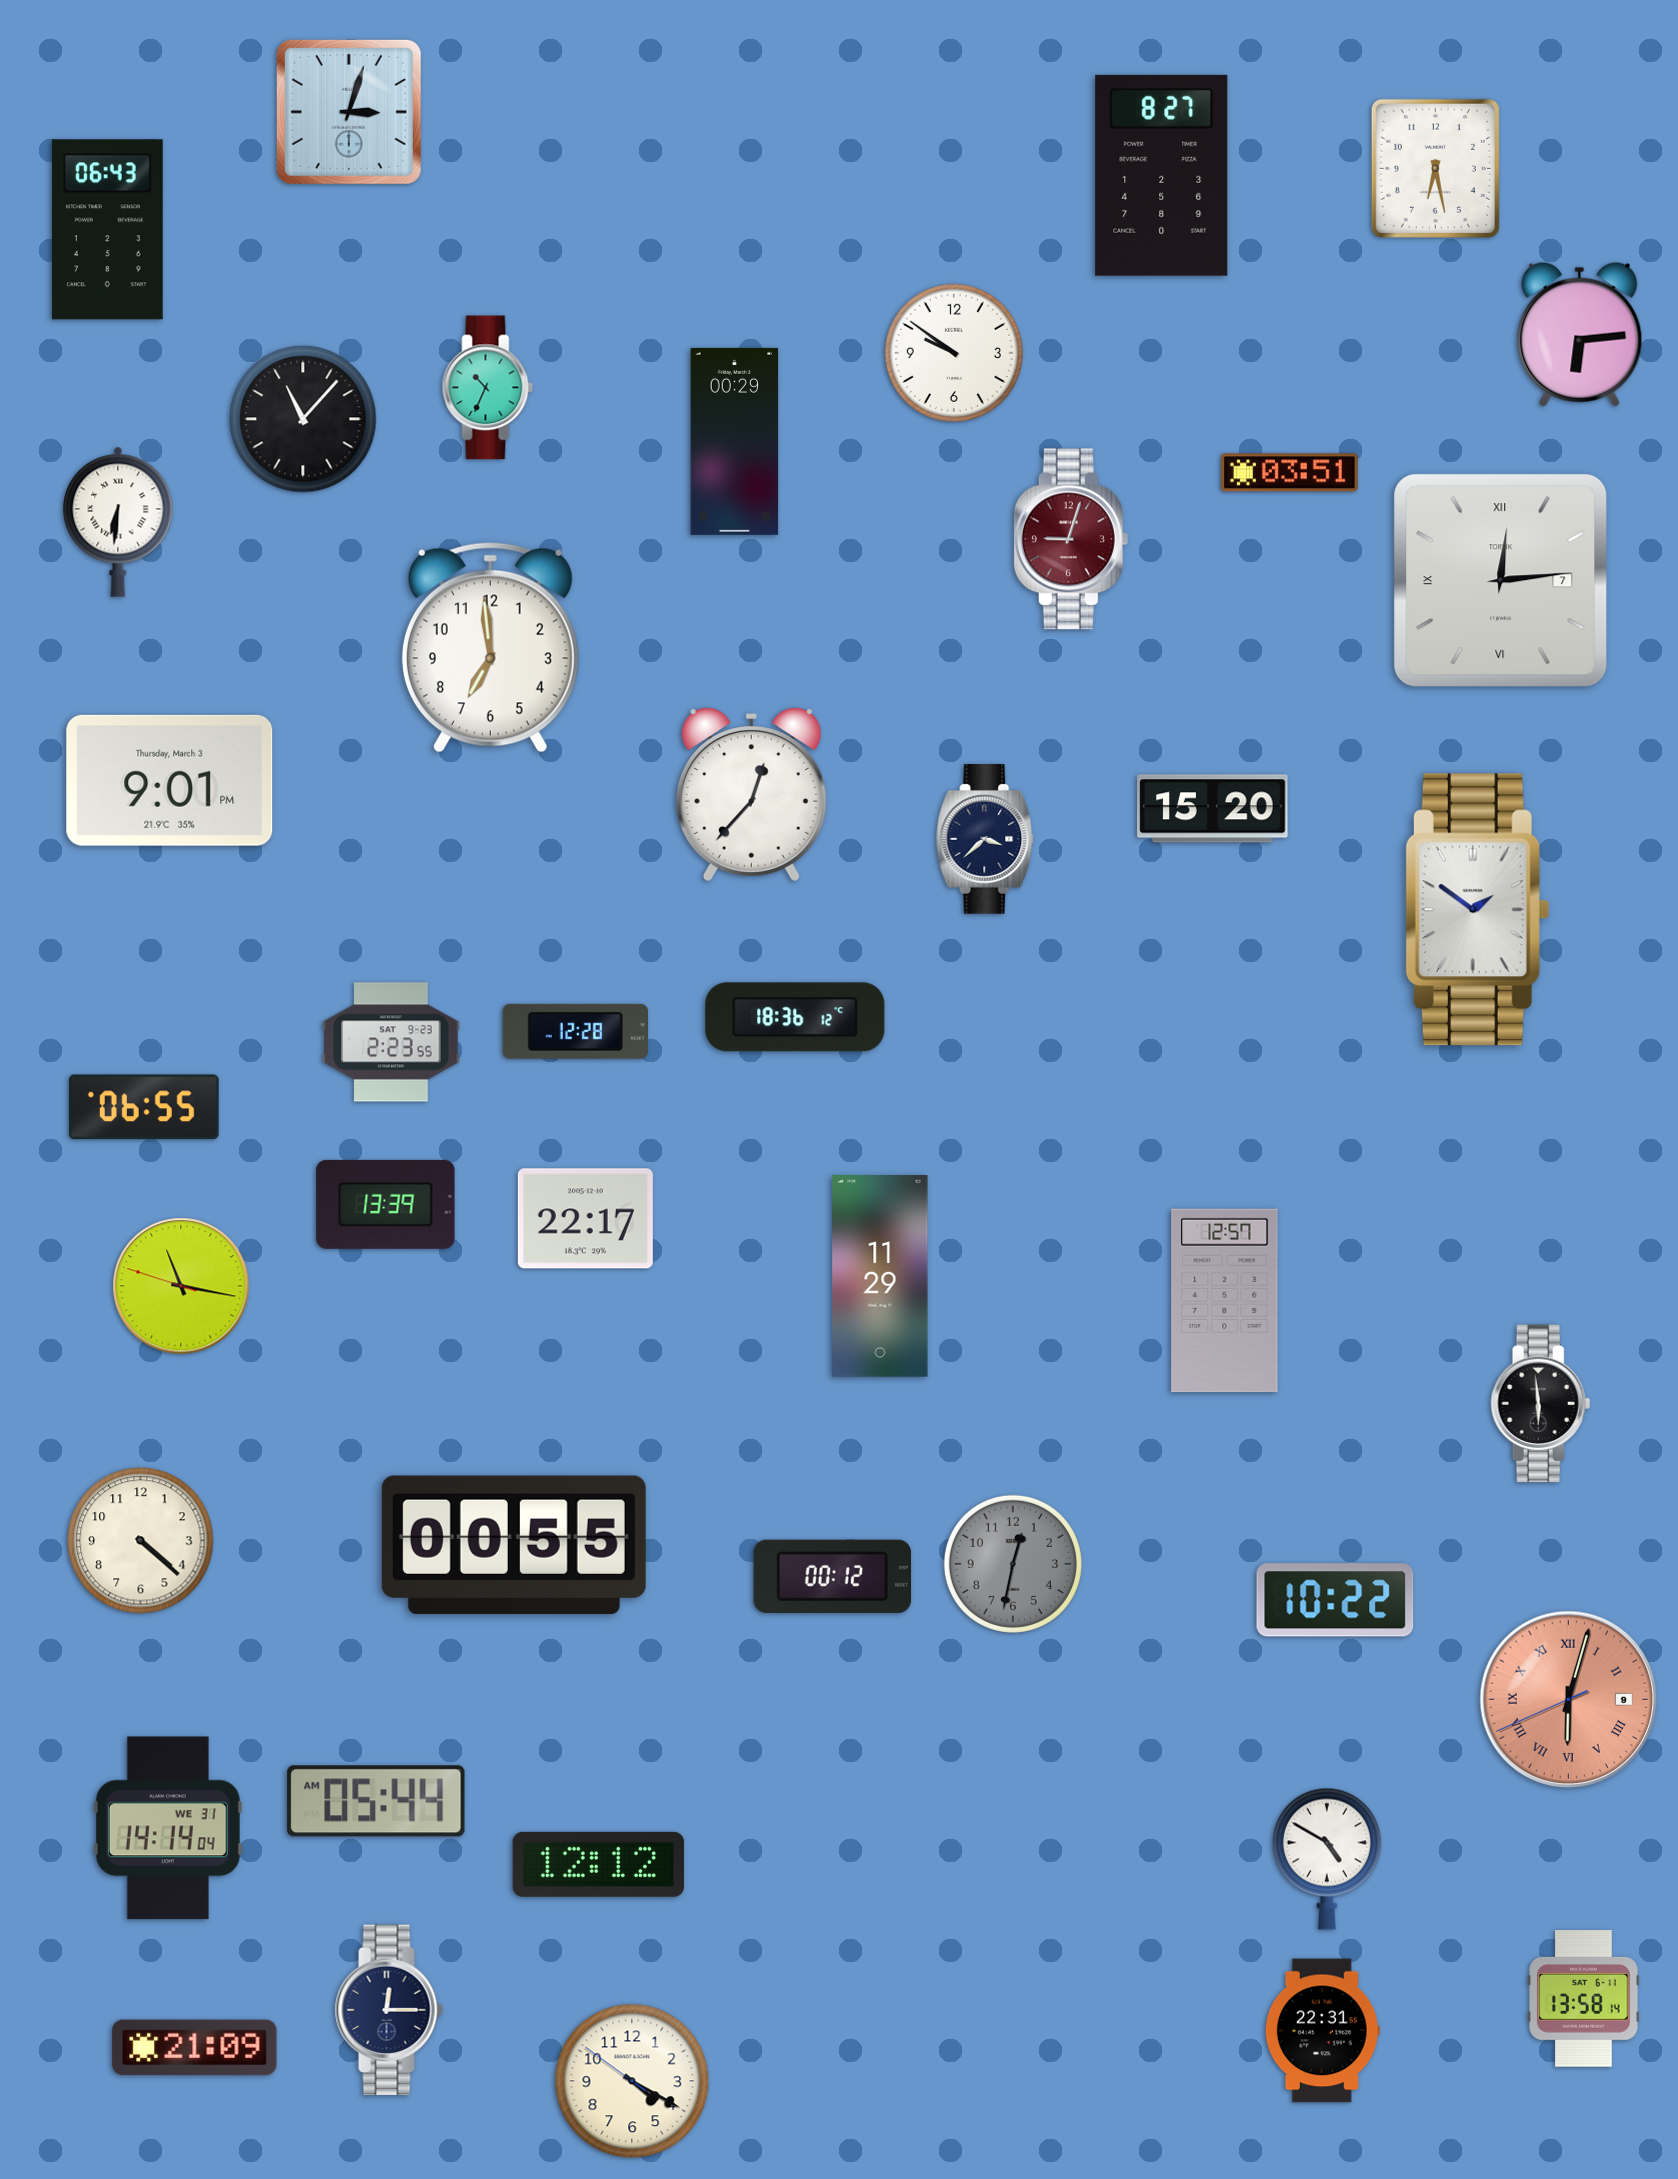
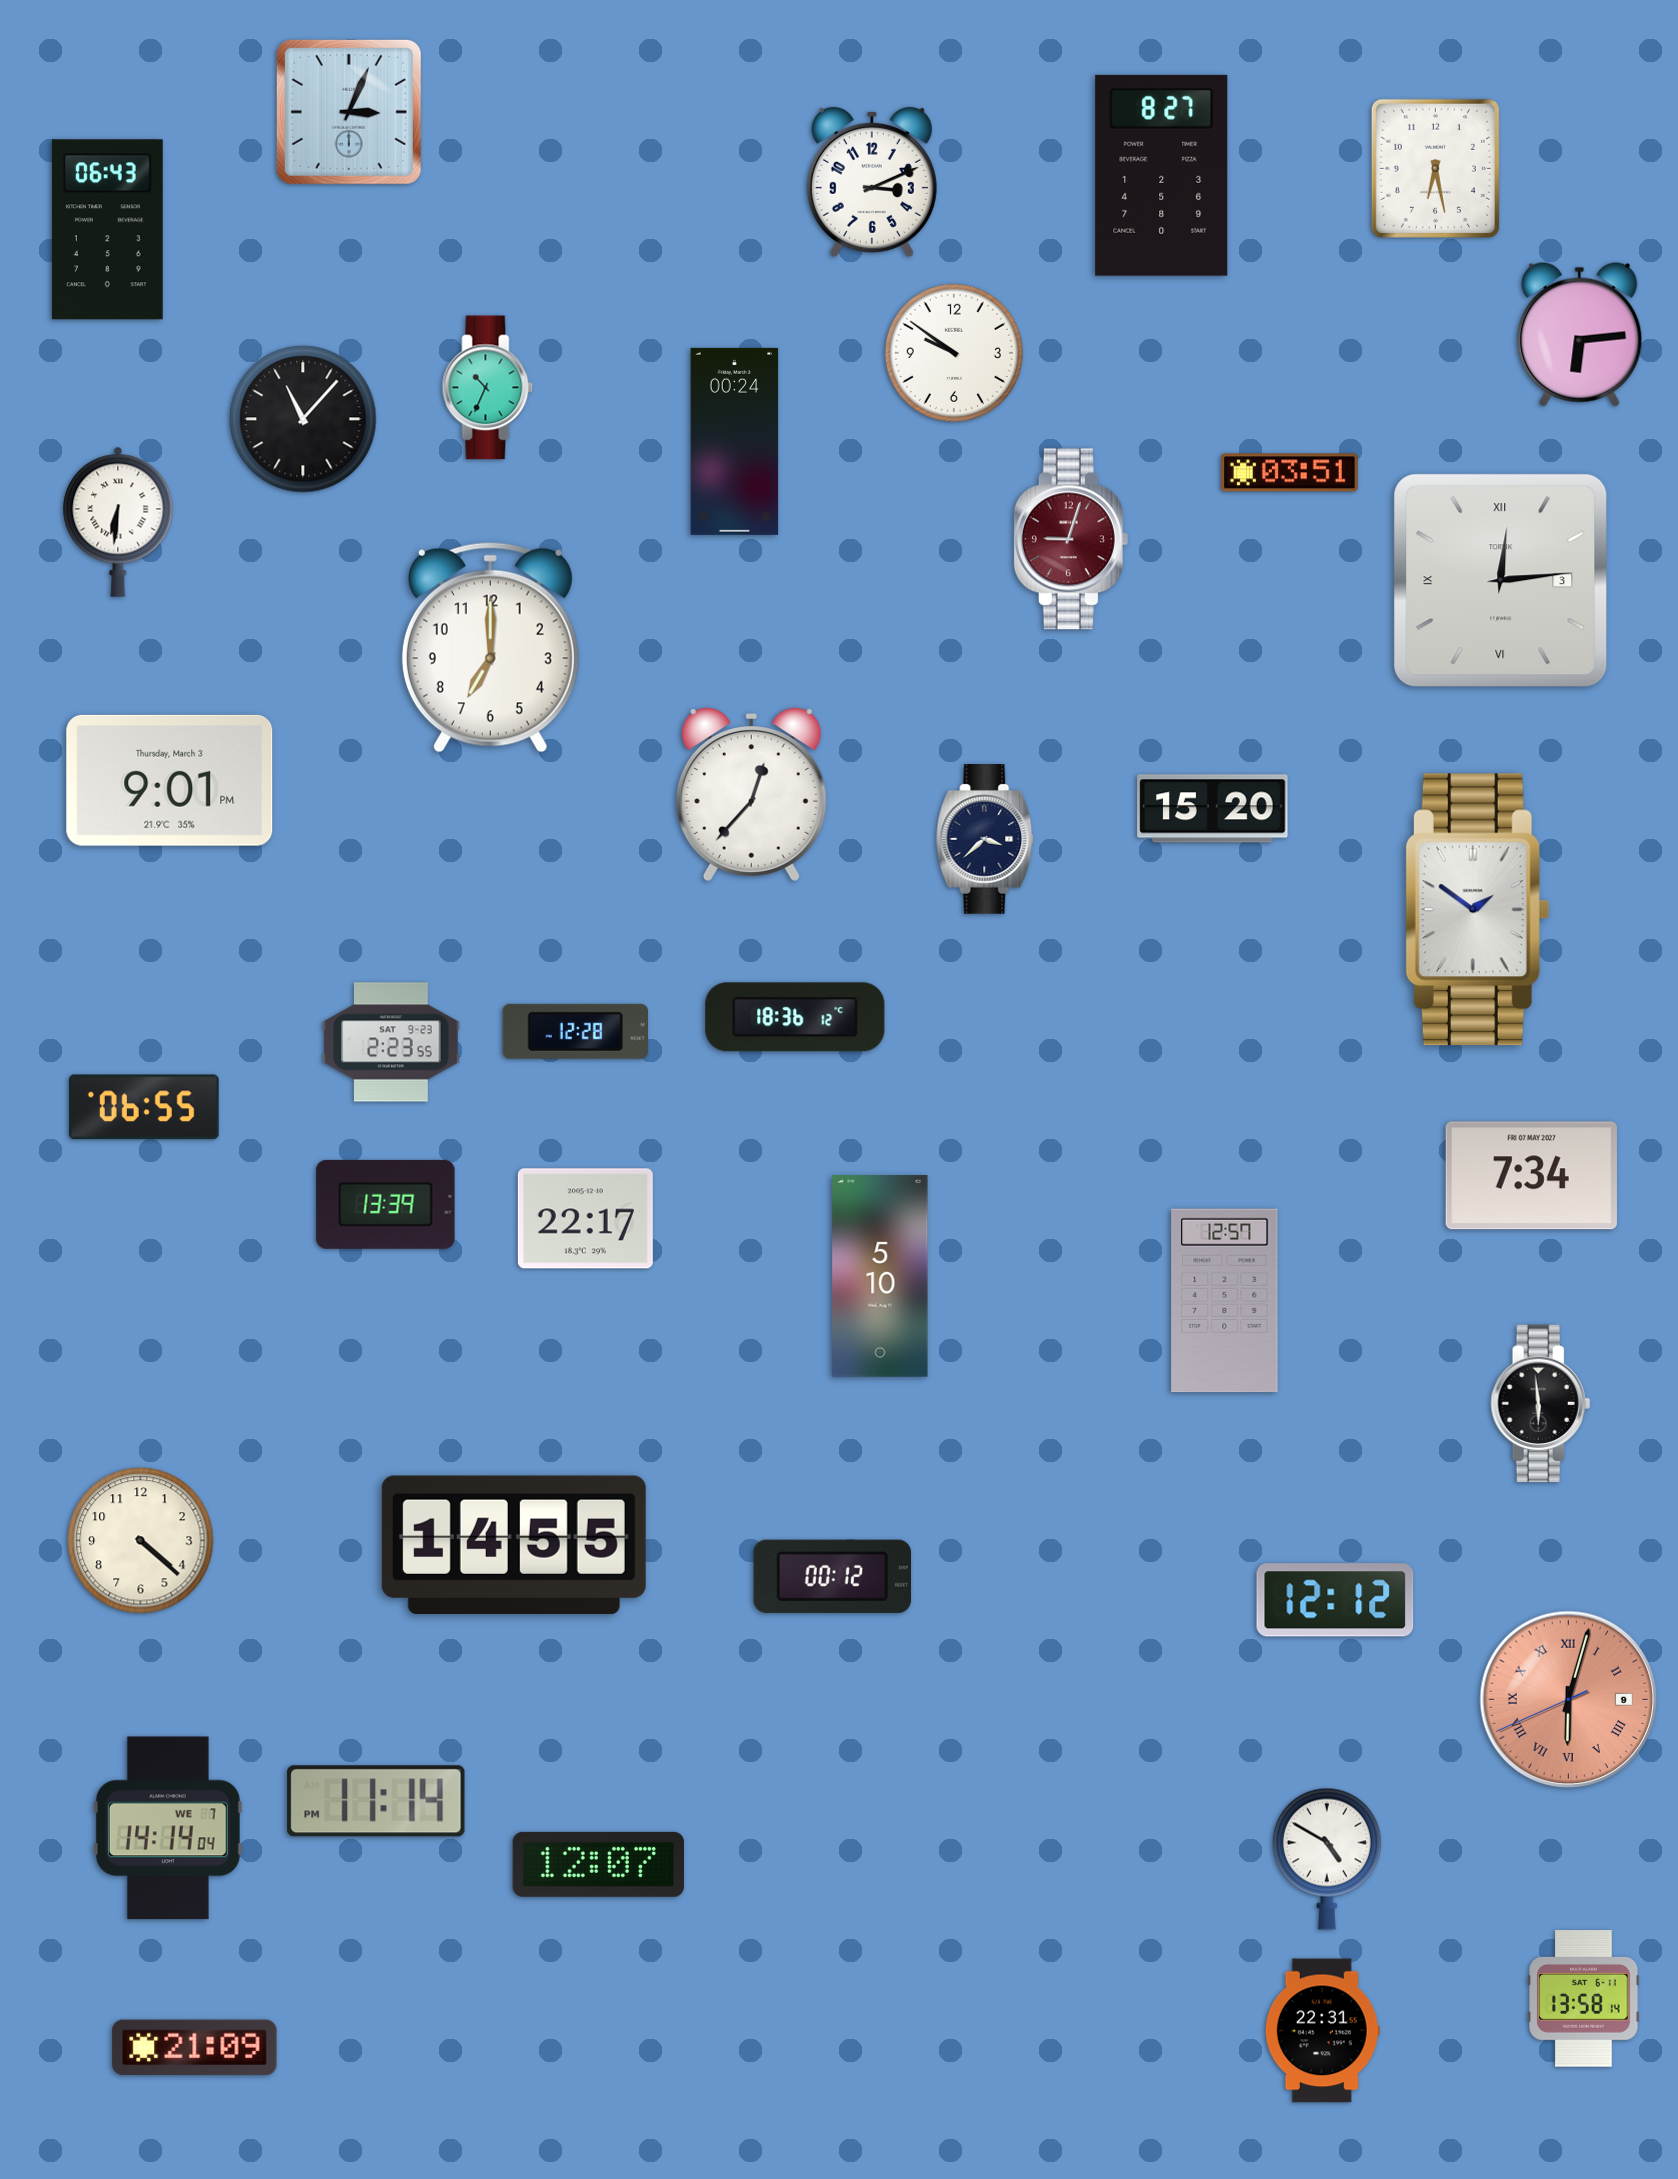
clock at (349, 112): 3:03 -> 3:04
clock at (872, 182): none -> 3:11
clock at (735, 441): 00:29 -> 00:24
clock at (1501, 581) date: 7 -> 3
clock at (490, 647): 6:59 -> 7:00
clock at (1531, 1176): none -> 7:34
clock at (880, 1276): 11:29 -> 5:10
clock at (181, 1286): 11:16 -> none
clock at (514, 1545): 00:55 -> 14:55
clock at (1013, 1564): 12:32 -> none
clock at (1335, 1600): 10:22 -> 12:12
clock at (376, 1801): 05:44 -> 11:14
clock at (168, 1828) date: WE 31 -> WE 7
clock at (598, 1864): 12:12 -> 12:07
clock at (389, 2010): 12:15 -> none
clock at (632, 2081): 4:19 -> none
